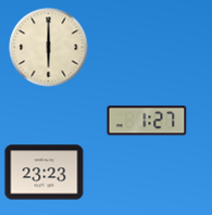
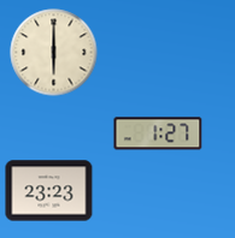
clock at (147, 121) position: (147, 121) -> (158, 133)
